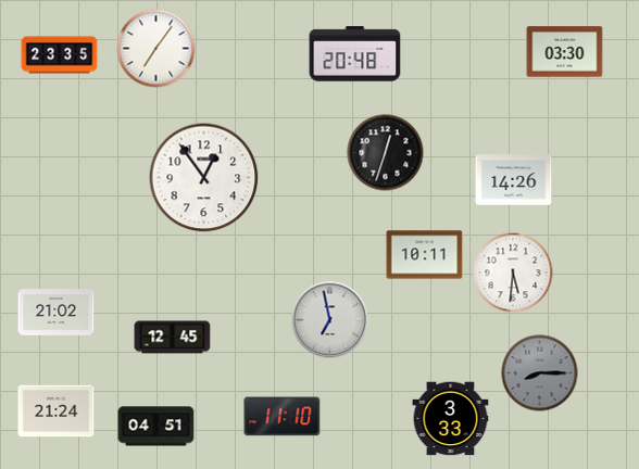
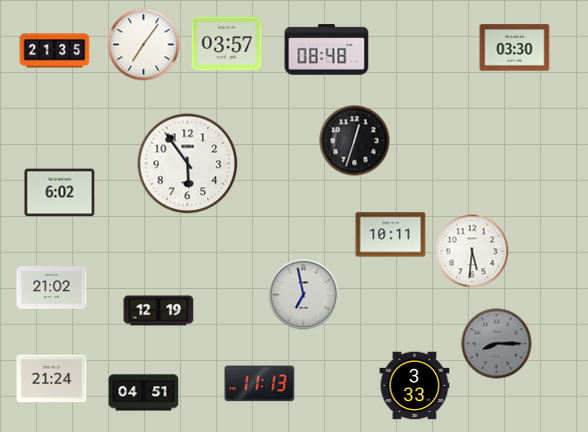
clock at (227, 44): none -> 03:57
clock at (565, 52) position: (565, 52) -> (515, 48)
clock at (355, 54): 20:48 -> 08:48
clock at (60, 55): 23:35 -> 21:35
clock at (204, 178): 12:54 -> 5:54
clock at (514, 180): 14:26 -> none
clock at (60, 193): none -> 6:02
clock at (173, 338): 12:45 -> 12:19
clock at (283, 417): 11:10 -> 11:13
